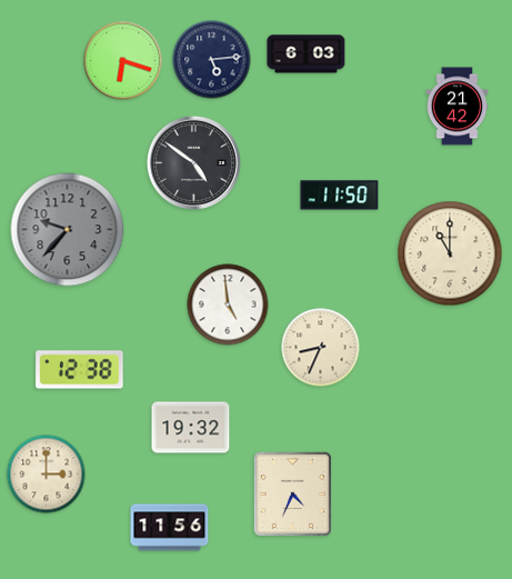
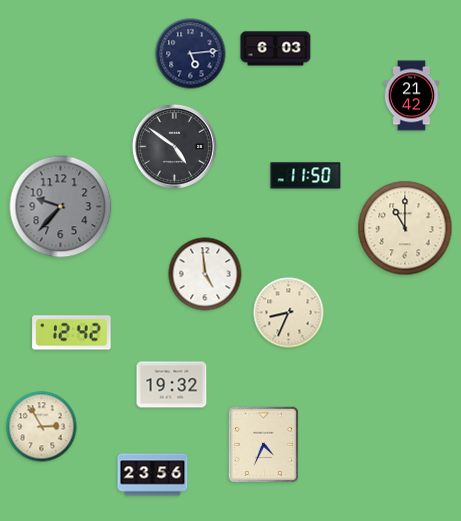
clock at (123, 61): 6:18 -> none
clock at (80, 370): 12:38 -> 12:42
clock at (47, 475): 3:00 -> 2:55
clock at (170, 528): 11:56 -> 23:56
